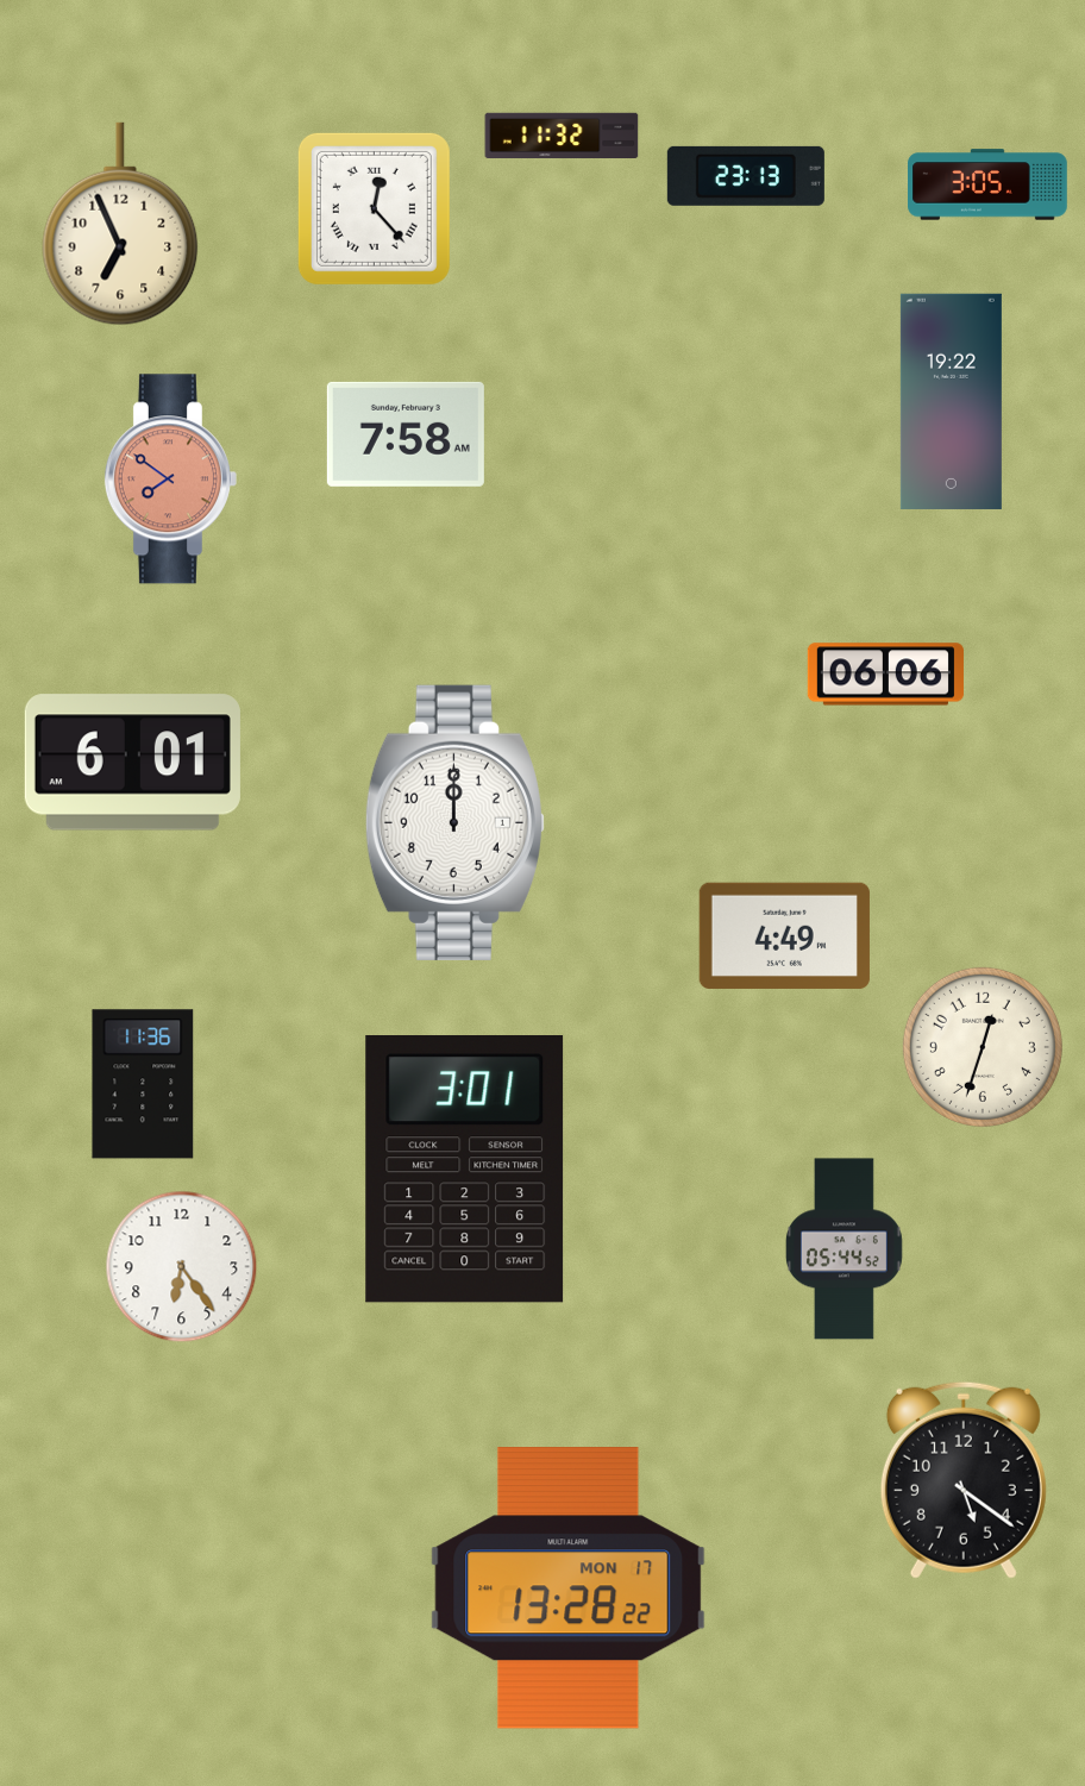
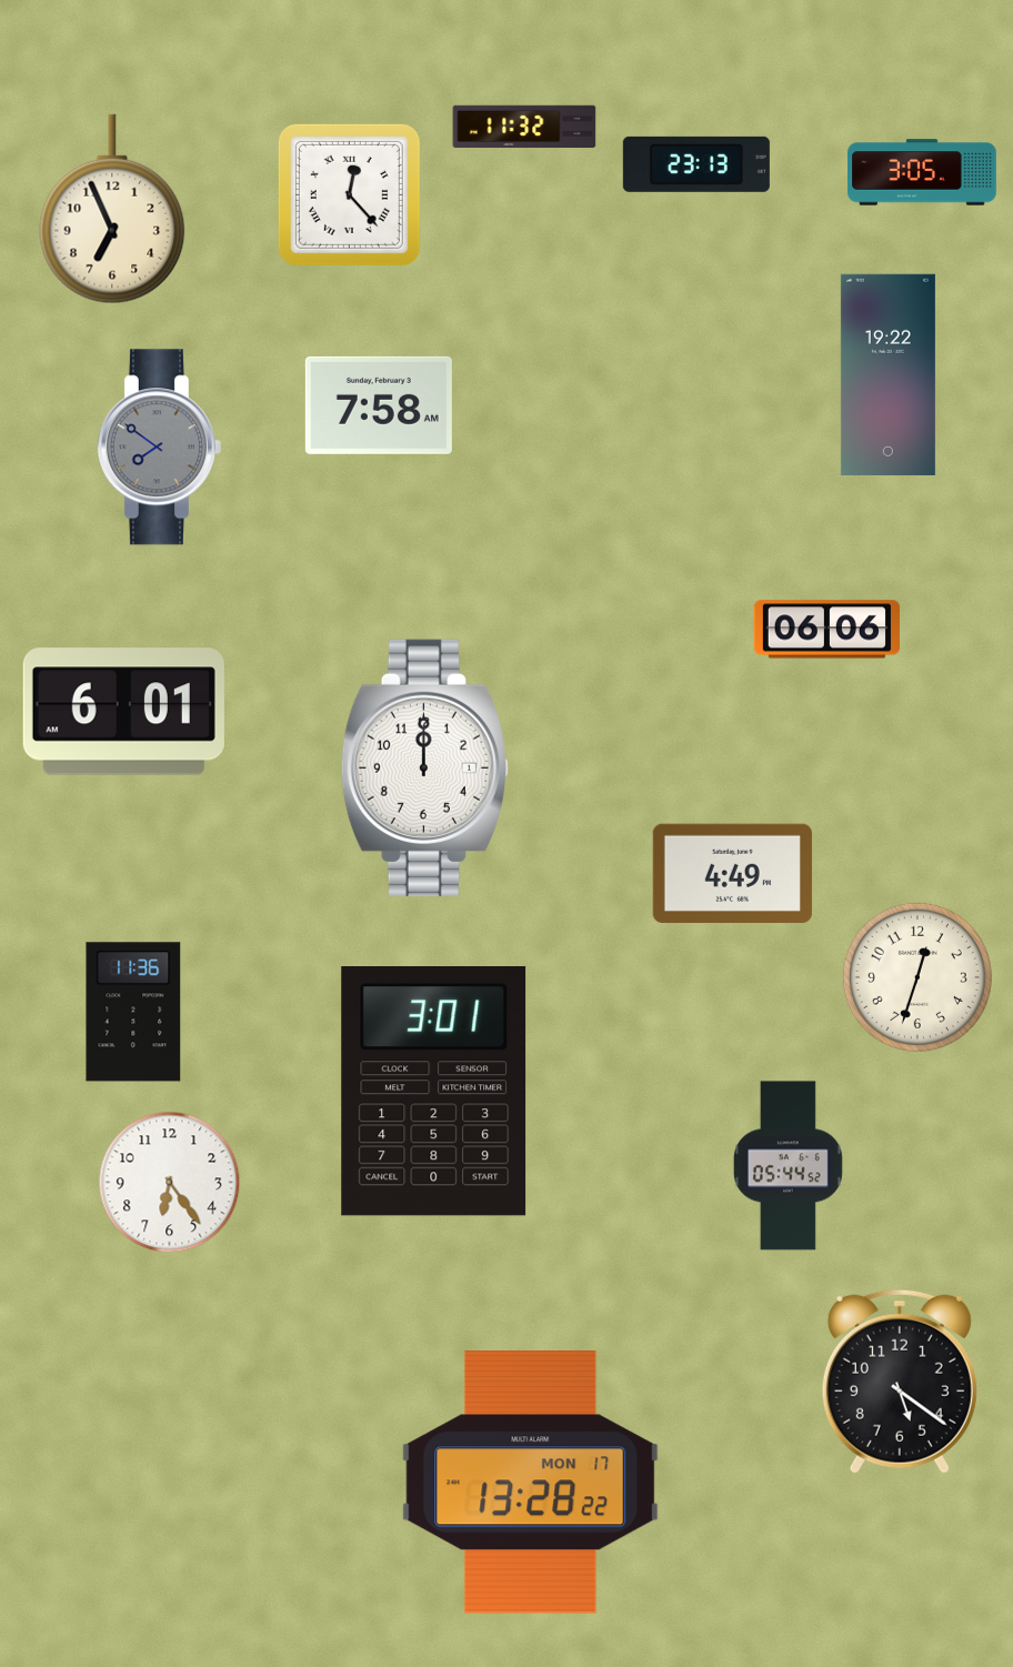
clock at (170, 480) dial: salmon -> grey
